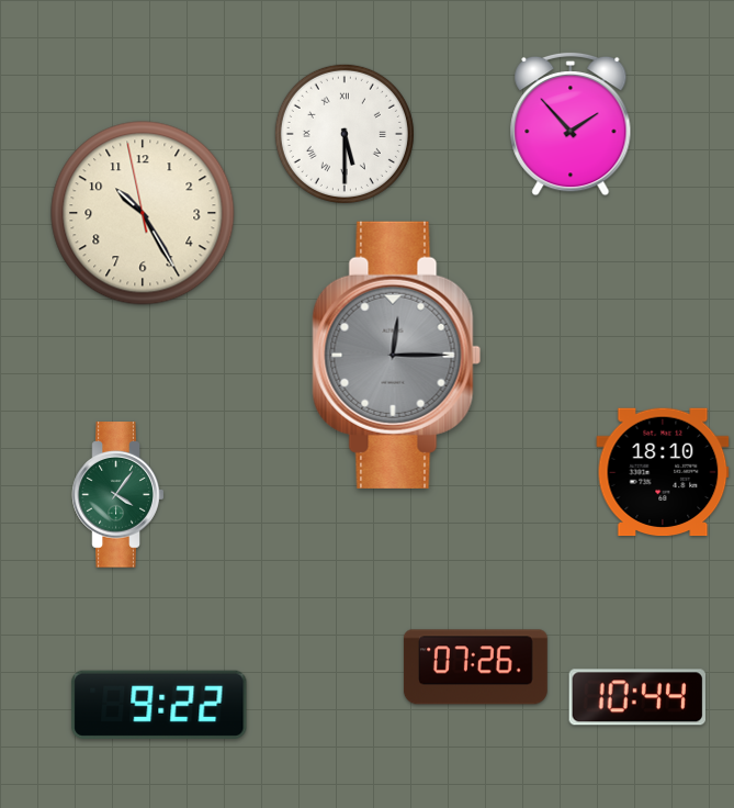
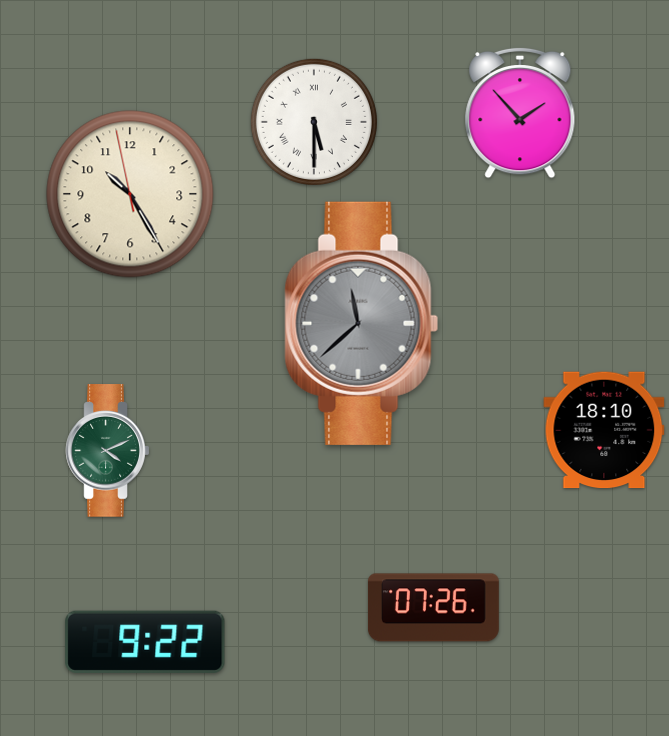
clock at (397, 355): 12:15 -> 11:38
clock at (118, 495): 4:06 -> 4:11
clock at (636, 697): 10:44 -> none
